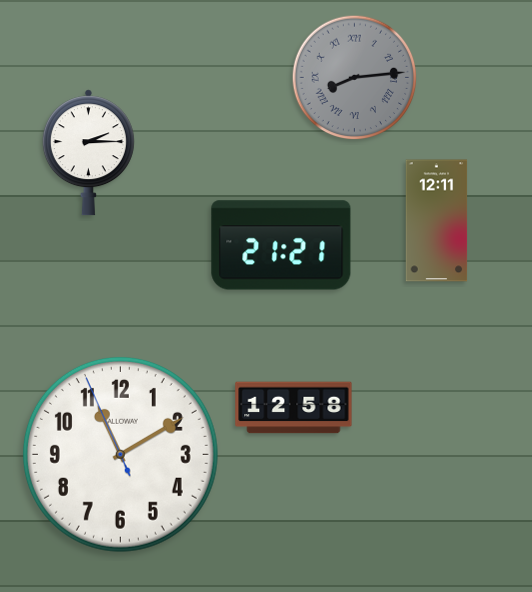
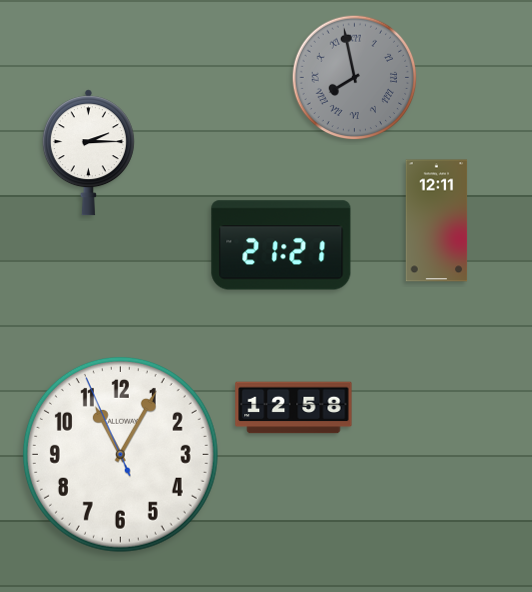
clock at (355, 78): 8:14 -> 7:58
clock at (120, 454): 11:09 -> 11:04
